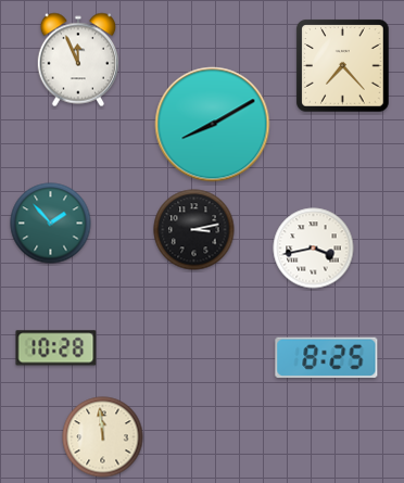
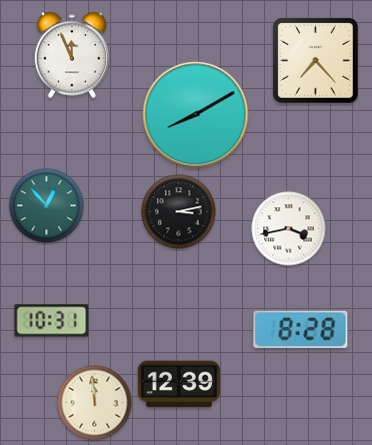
clock at (51, 224): 1:53 -> 12:53
clock at (56, 348): 10:28 -> 10:31
clock at (327, 357): 8:25 -> 8:28
clock at (179, 384): none -> 12:39
